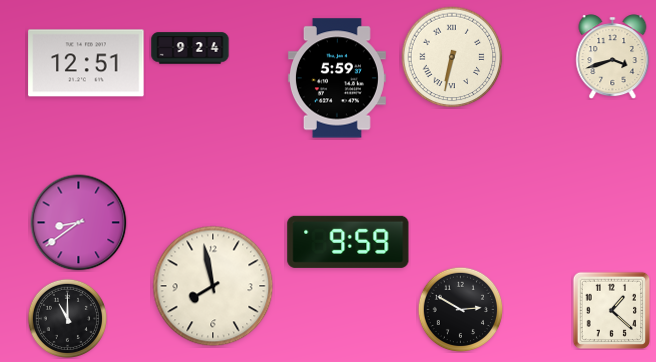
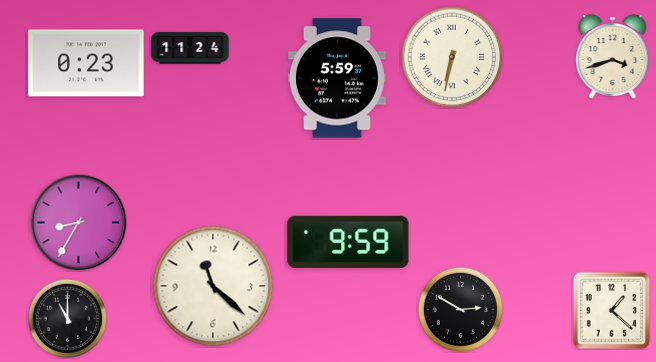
clock at (190, 48): 9:24 -> 11:24
clock at (86, 63): 12:51 -> 0:23
clock at (79, 223): 8:39 -> 8:35
clock at (213, 286): 7:58 -> 11:22
